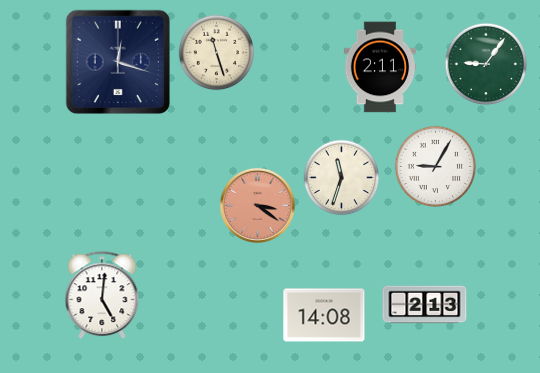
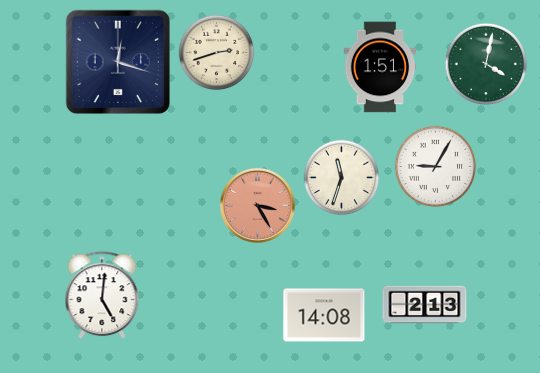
clock at (217, 53): 11:27 -> 2:42
clock at (486, 64): 9:06 -> 4:02
clock at (380, 67): 2:11 -> 1:51
clock at (257, 205): 3:21 -> 3:25
